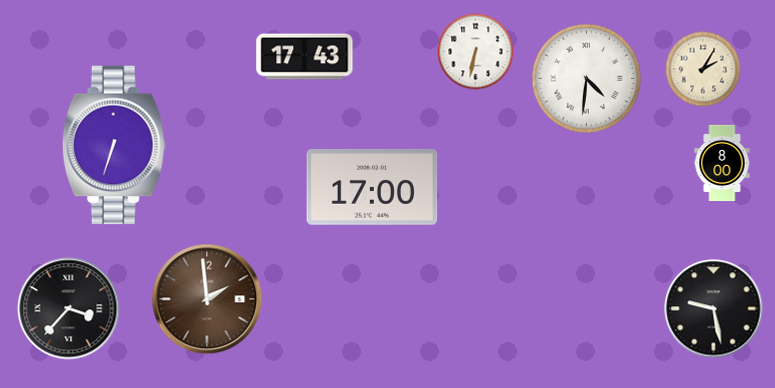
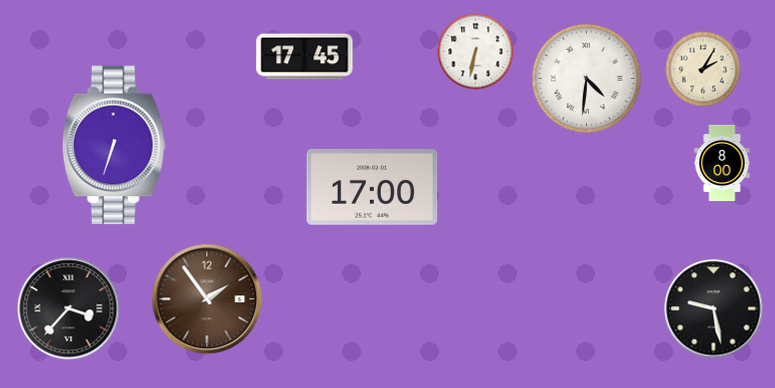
clock at (305, 57): 17:43 -> 17:45
clock at (207, 299): 1:59 -> 1:54
